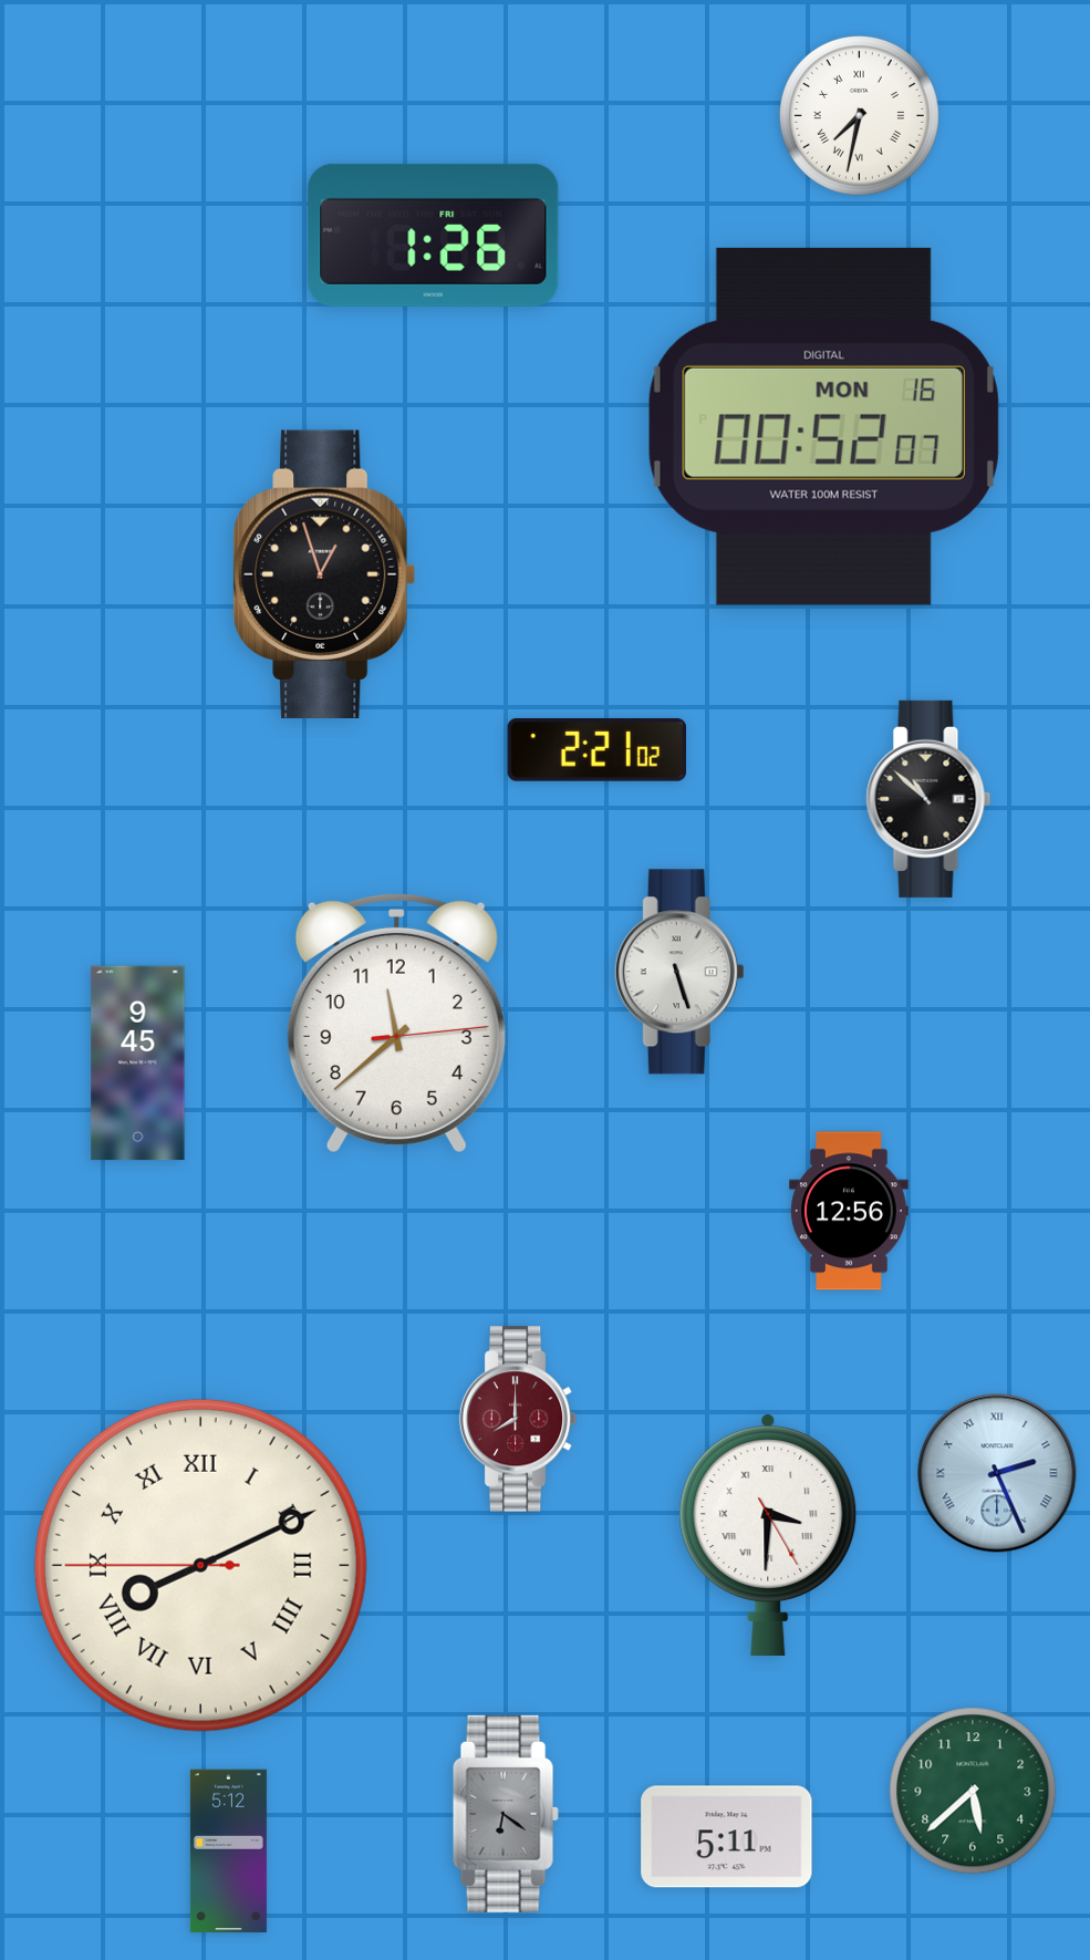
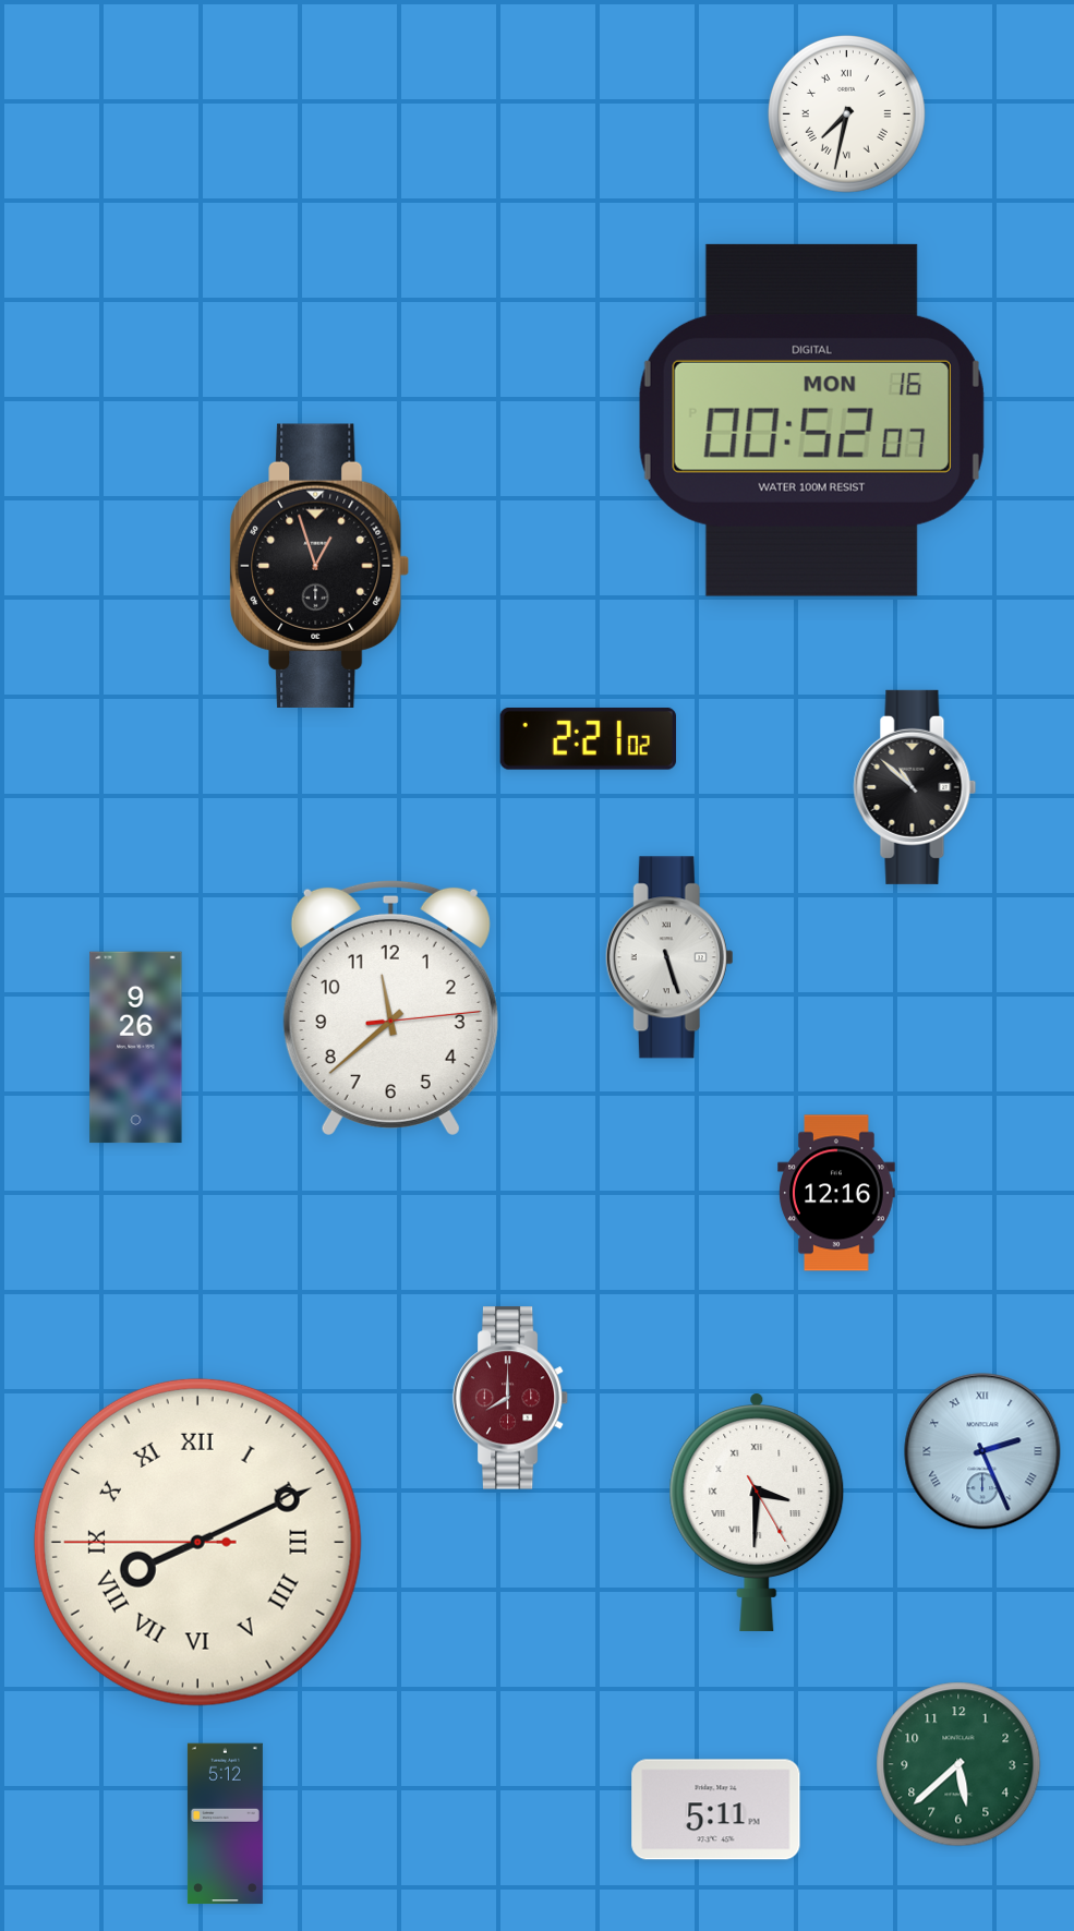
clock at (434, 235): 1:26 -> none
clock at (138, 1064): 9:45 -> 9:26
clock at (849, 1211): 12:56 -> 12:16
clock at (506, 1814): 6:21 -> none
